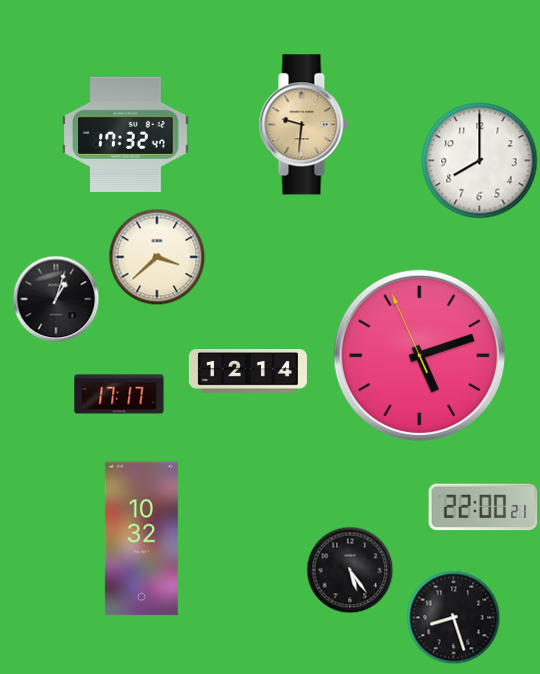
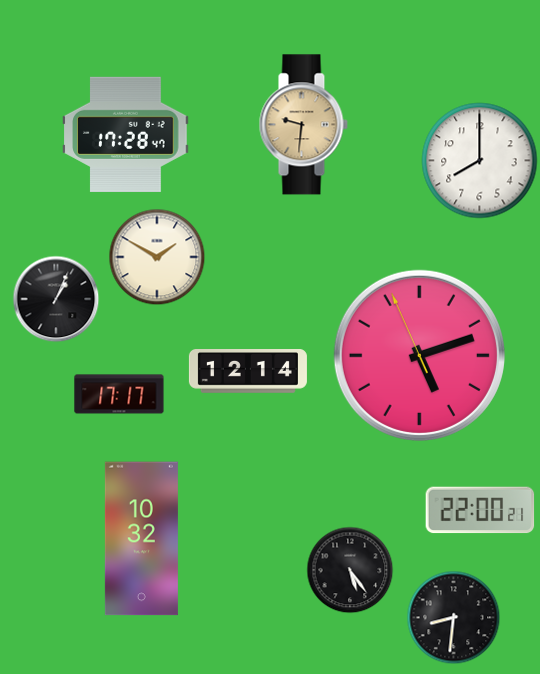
clock at (126, 134): 17:32 -> 17:28
clock at (157, 257): 3:38 -> 1:50
clock at (56, 299): 1:03 -> 1:04
clock at (483, 507) position: (483, 507) -> (480, 510)
clock at (453, 617): 8:27 -> 8:31
